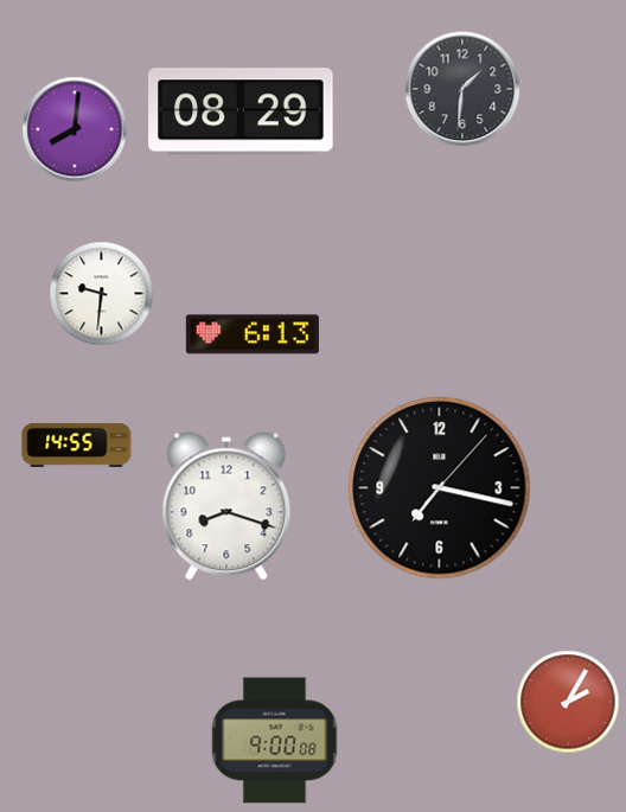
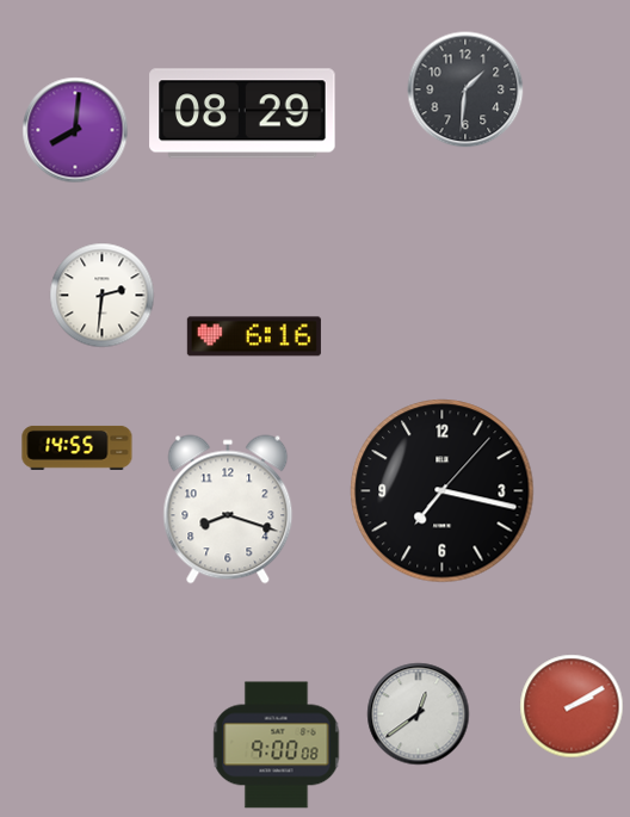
clock at (102, 294): 9:31 -> 2:31
clock at (253, 334): 6:13 -> 6:16
clock at (568, 702): 2:05 -> 2:10
clock at (419, 714): none -> 12:39
